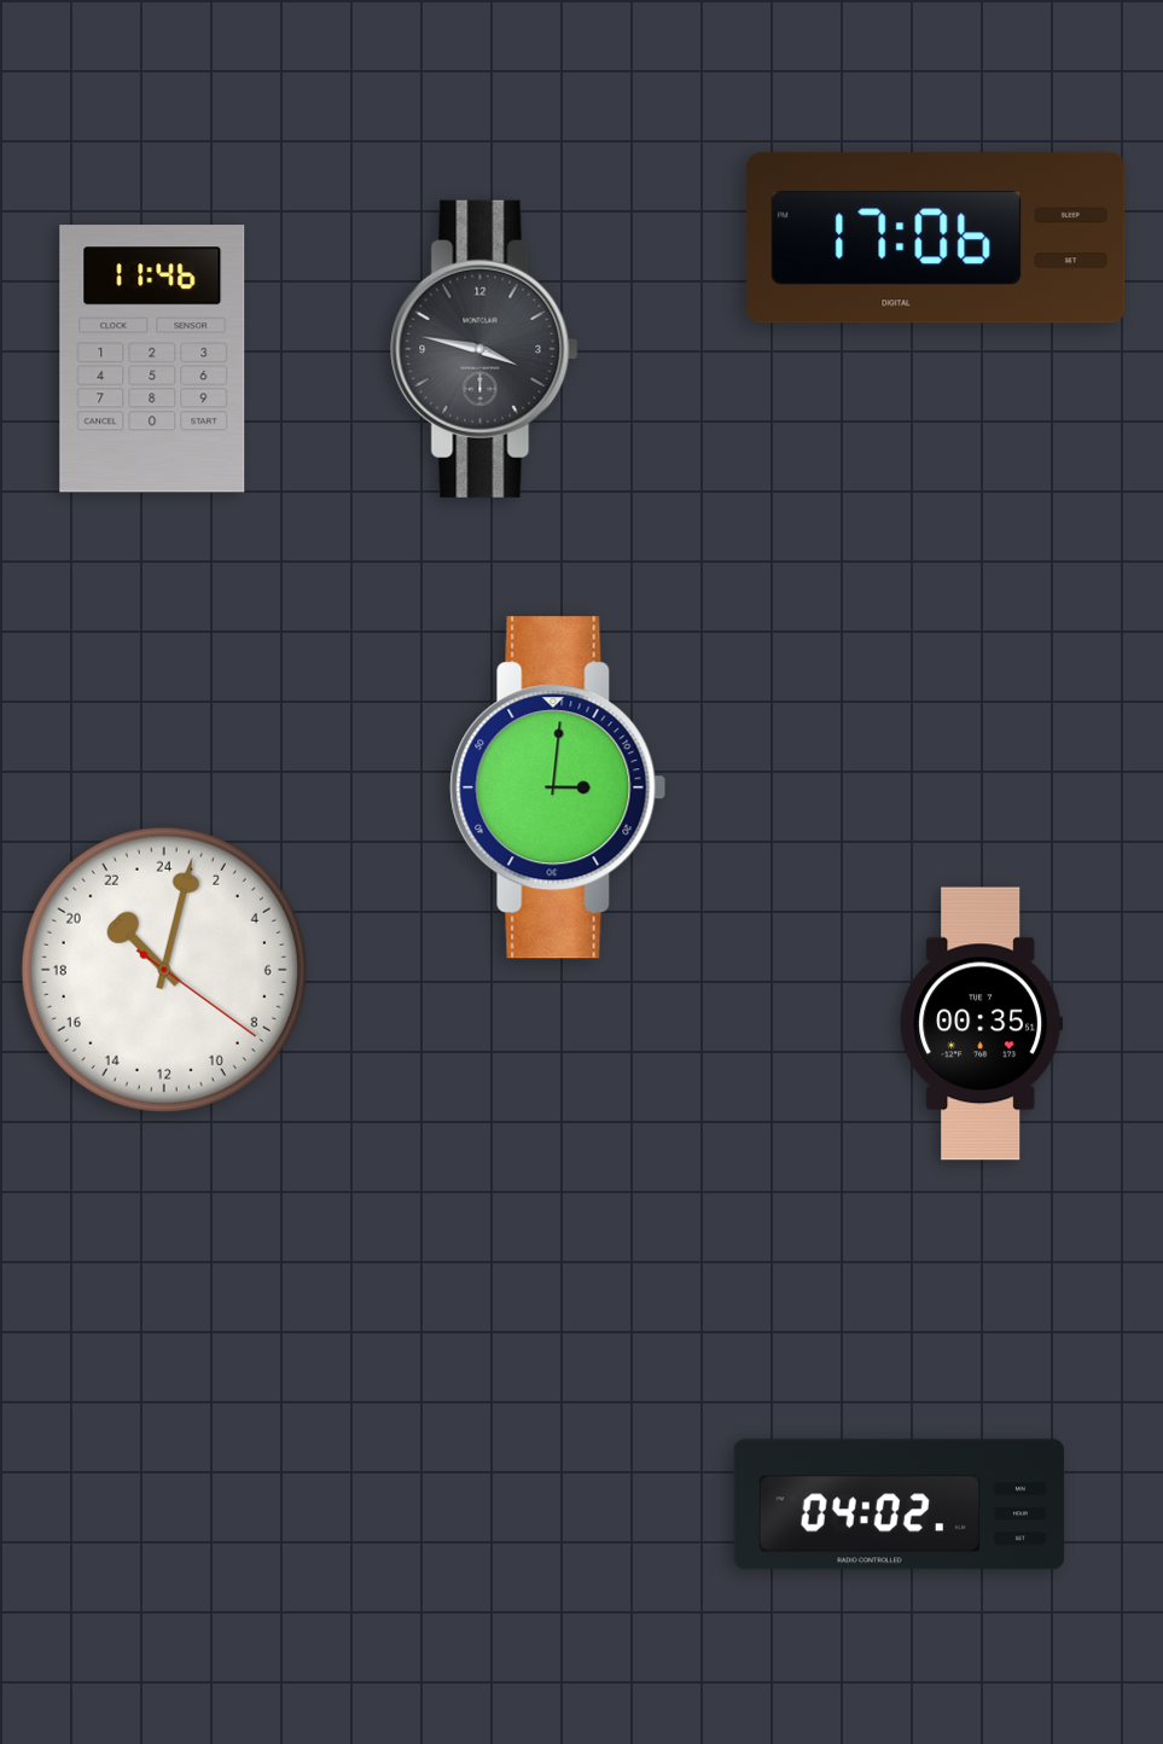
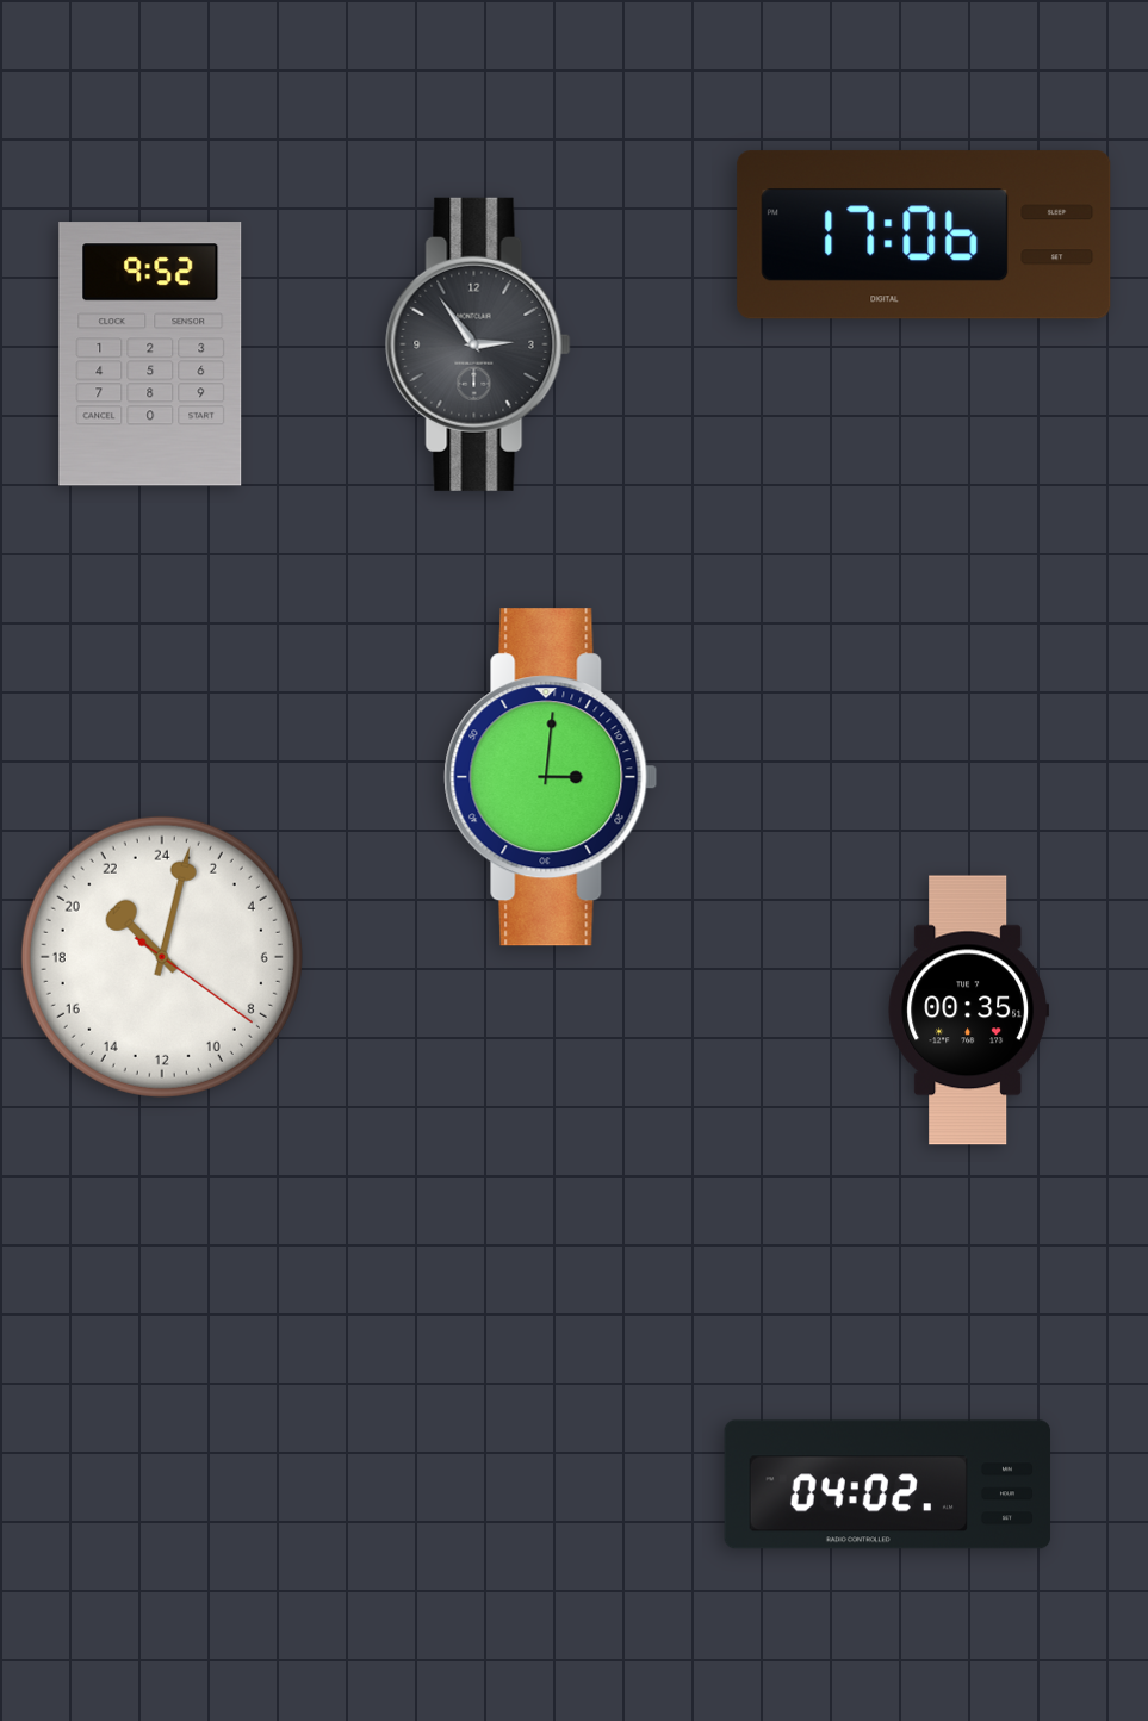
clock at (484, 349): 3:47 -> 2:54
clock at (152, 359): 11:46 -> 9:52
